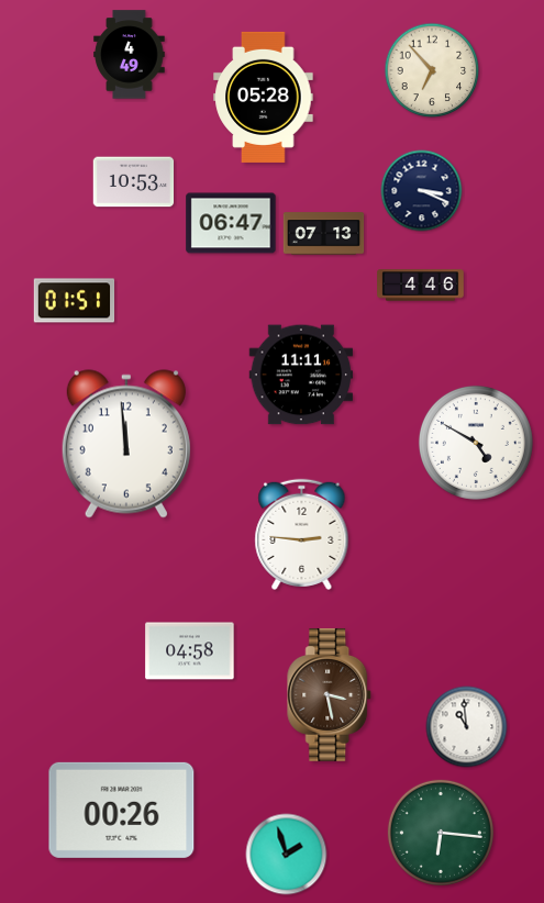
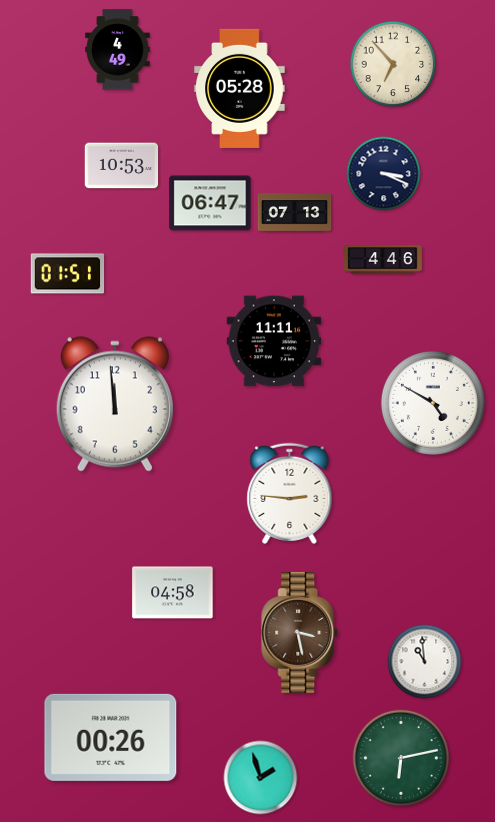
clock at (302, 534) position: (302, 534) -> (290, 493)
clock at (441, 833): 6:16 -> 6:13
